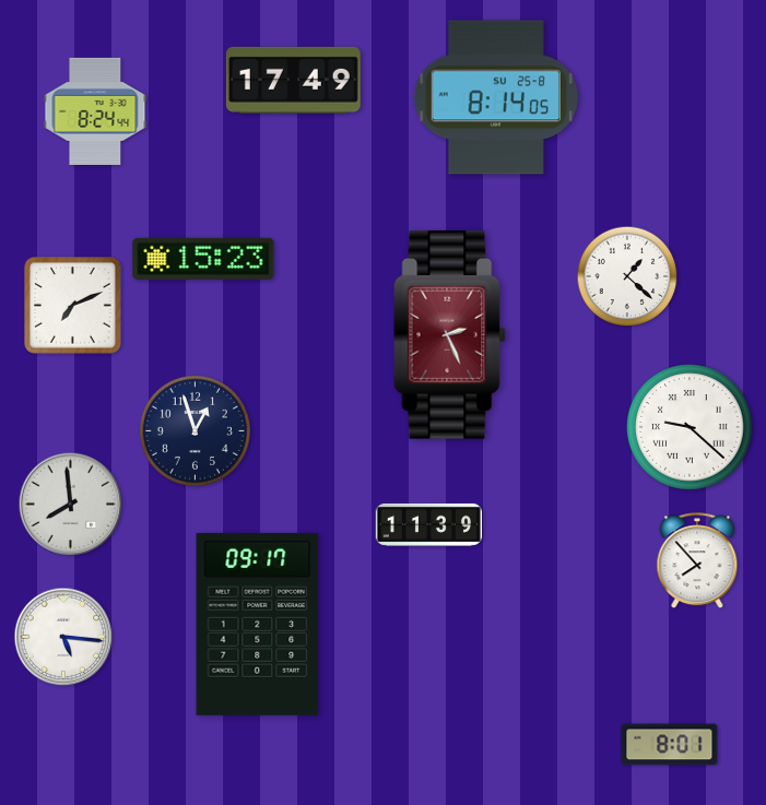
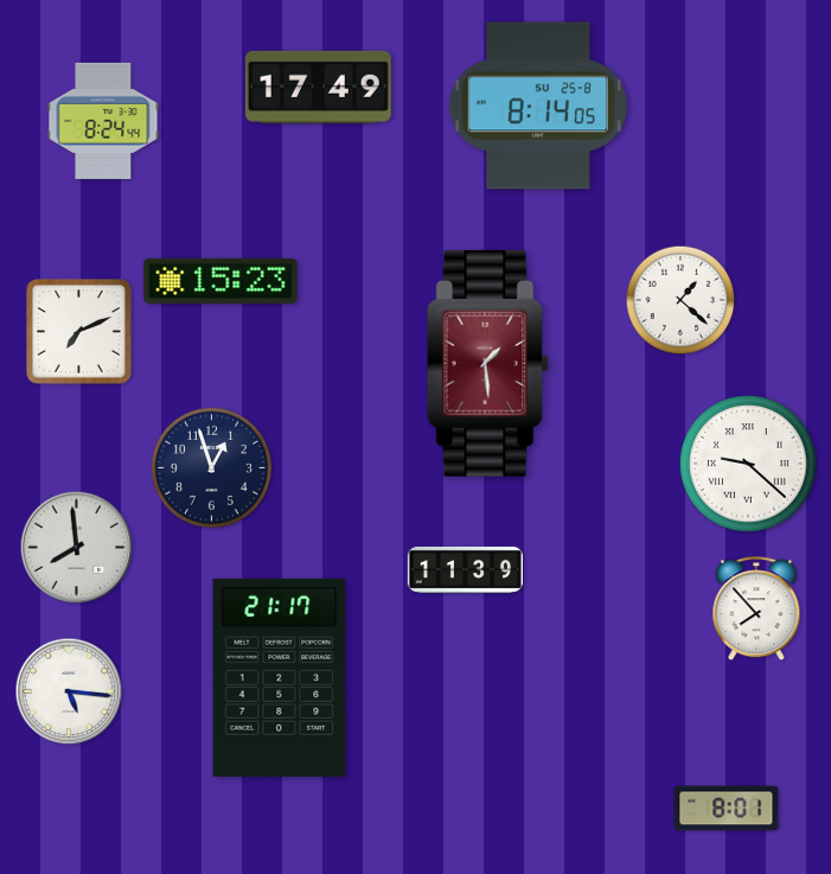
clock at (450, 335): 2:26 -> 1:29
clock at (258, 624): 09:17 -> 21:17
